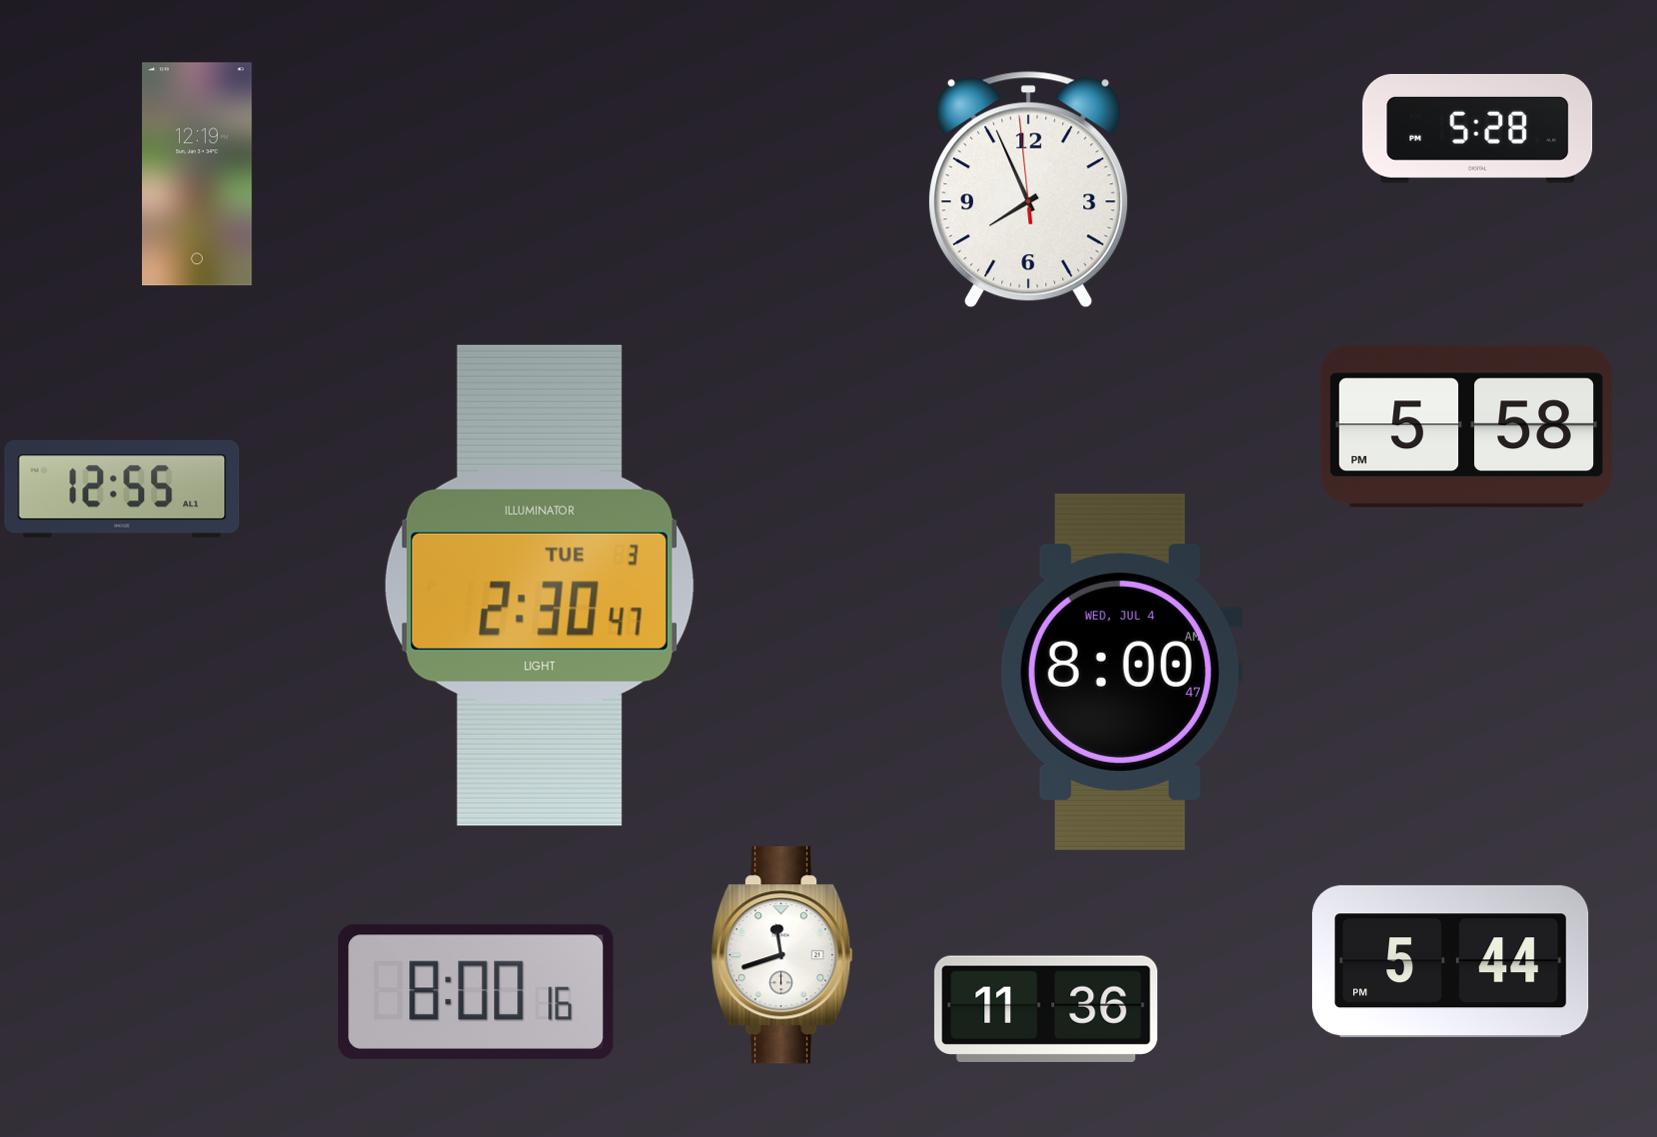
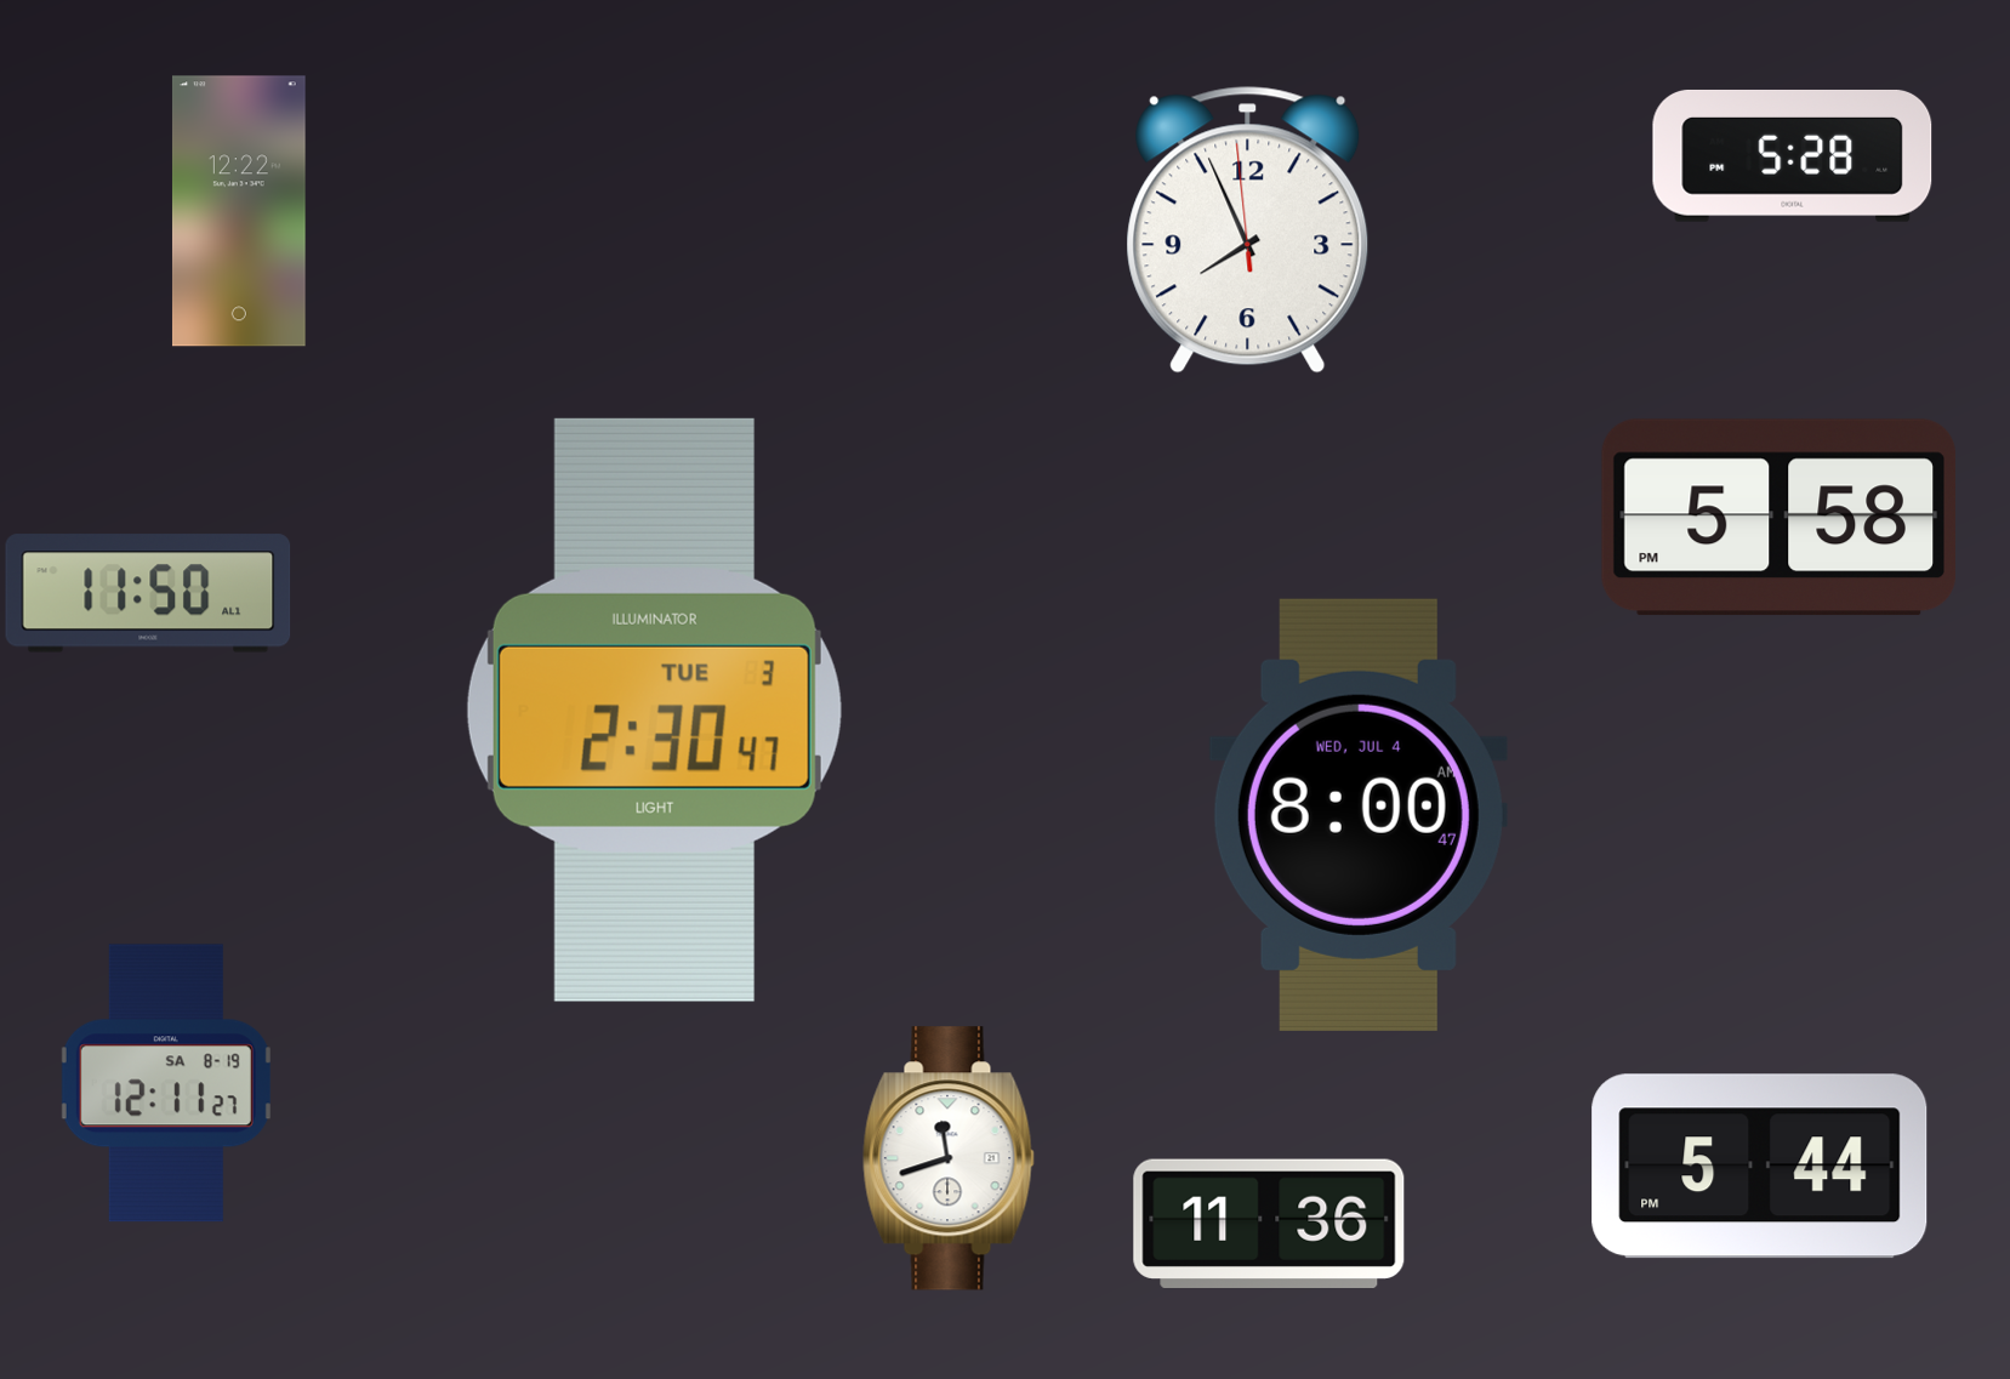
clock at (197, 174): 12:19 -> 12:22
clock at (122, 489): 12:55 -> 11:50
clock at (166, 1083): none -> 12:11
clock at (476, 992): 8:00 -> none
